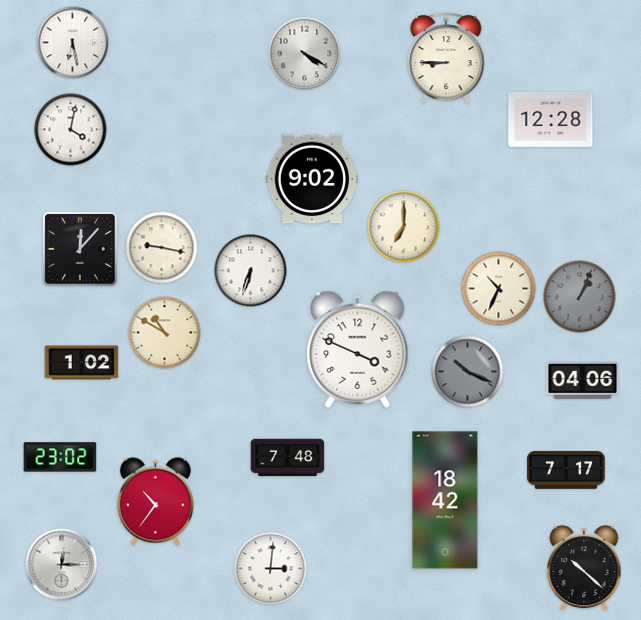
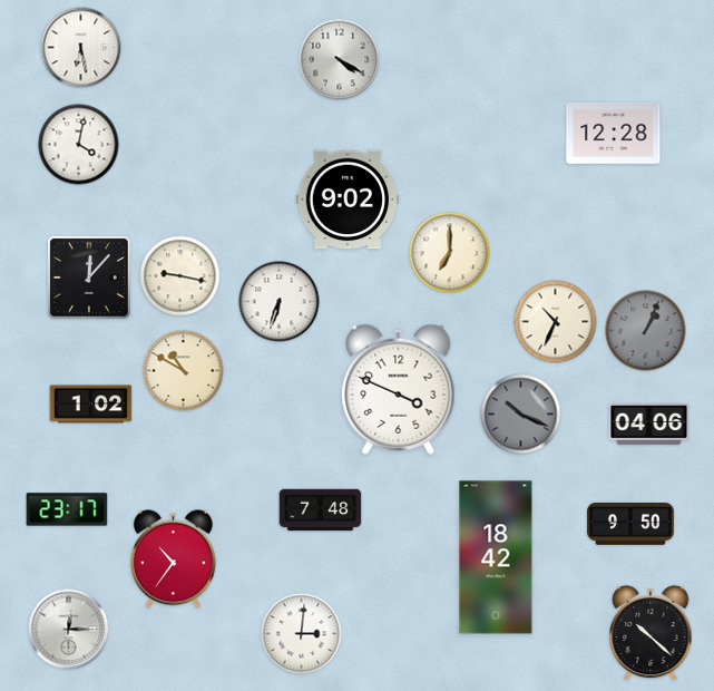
clock at (446, 58): 8:45 -> none
clock at (60, 457): 23:02 -> 23:17
clock at (566, 471): 7:17 -> 9:50
